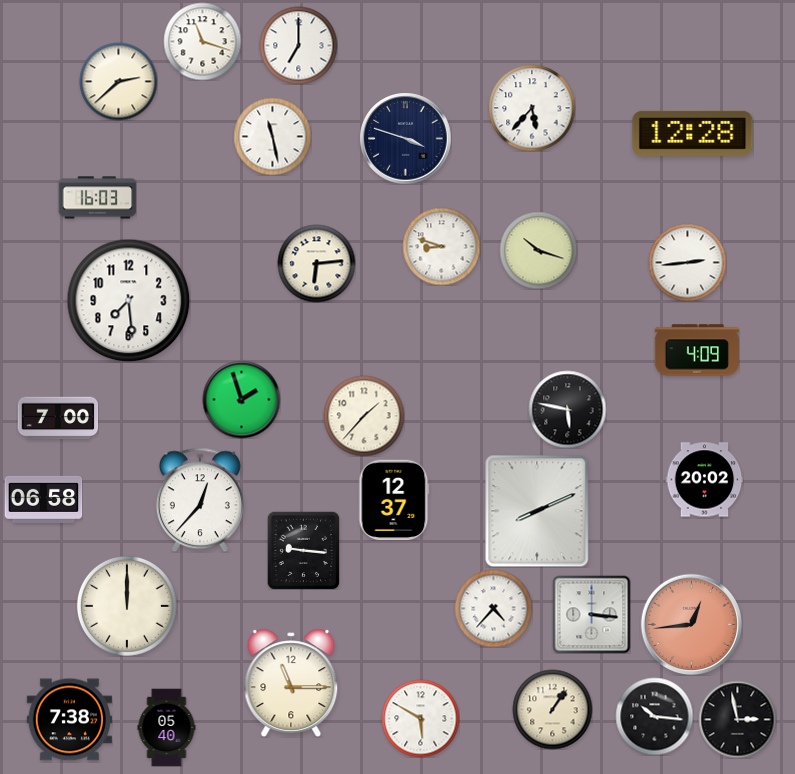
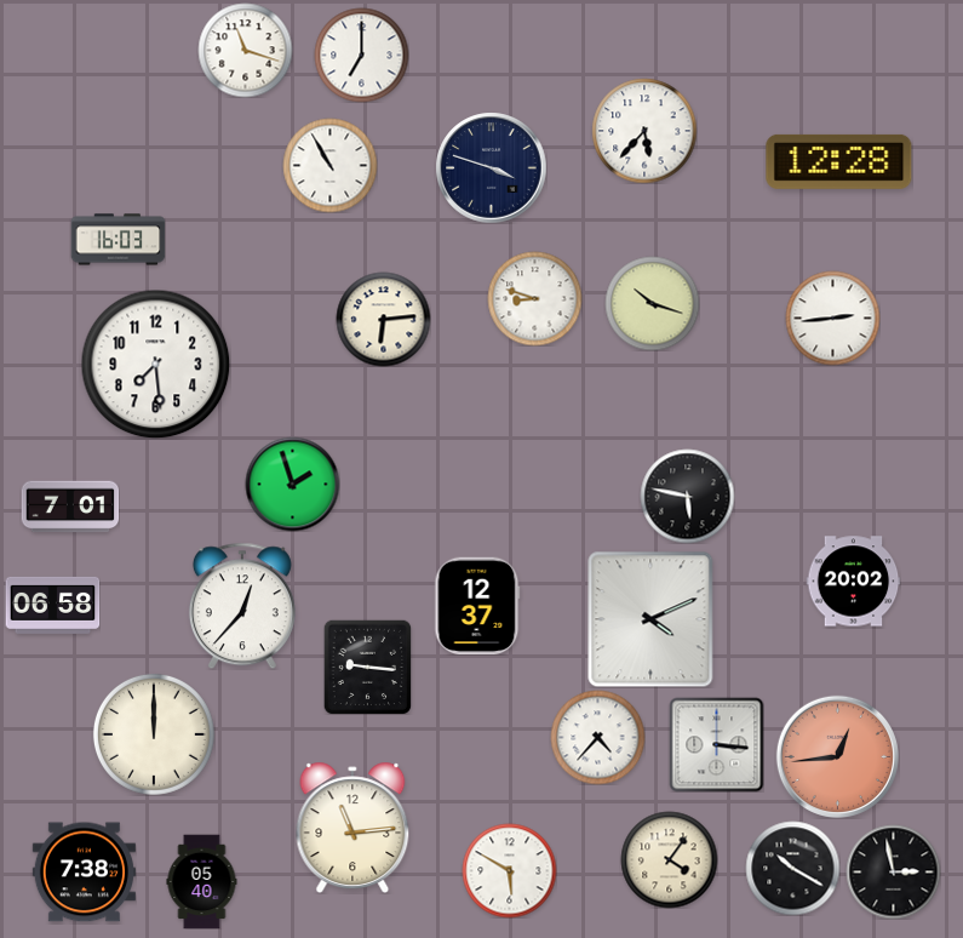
clock at (118, 81): 2:38 -> none
clock at (272, 136): 11:28 -> 10:55
clock at (696, 350): 4:09 -> none
clock at (364, 416): 1:37 -> none
clock at (58, 418): 7:00 -> 7:01
clock at (537, 511): 8:11 -> 4:11
clock at (291, 683): 11:15 -> 11:14
clock at (552, 709): 1:06 -> 4:06
clock at (654, 716): 10:16 -> 10:20
